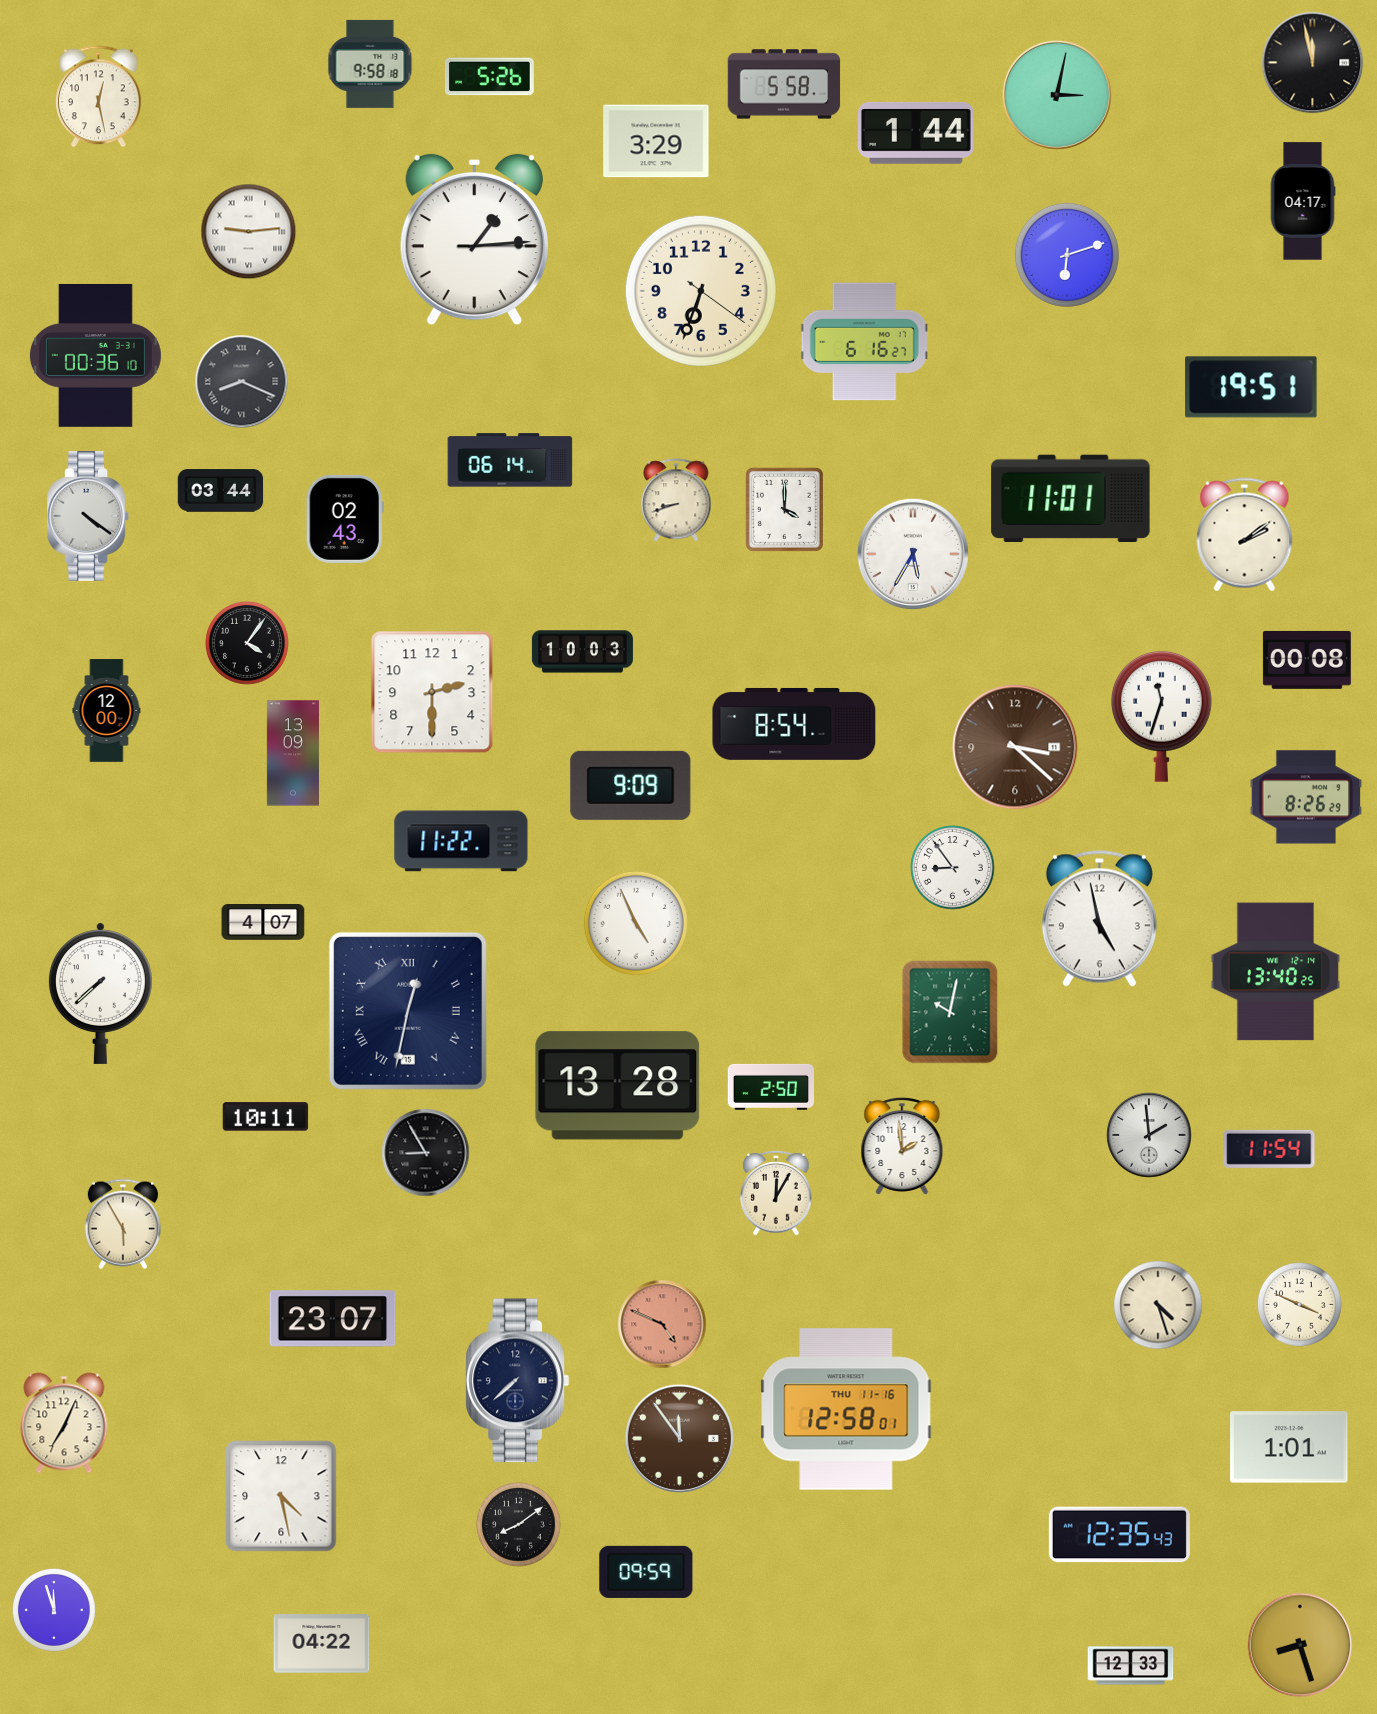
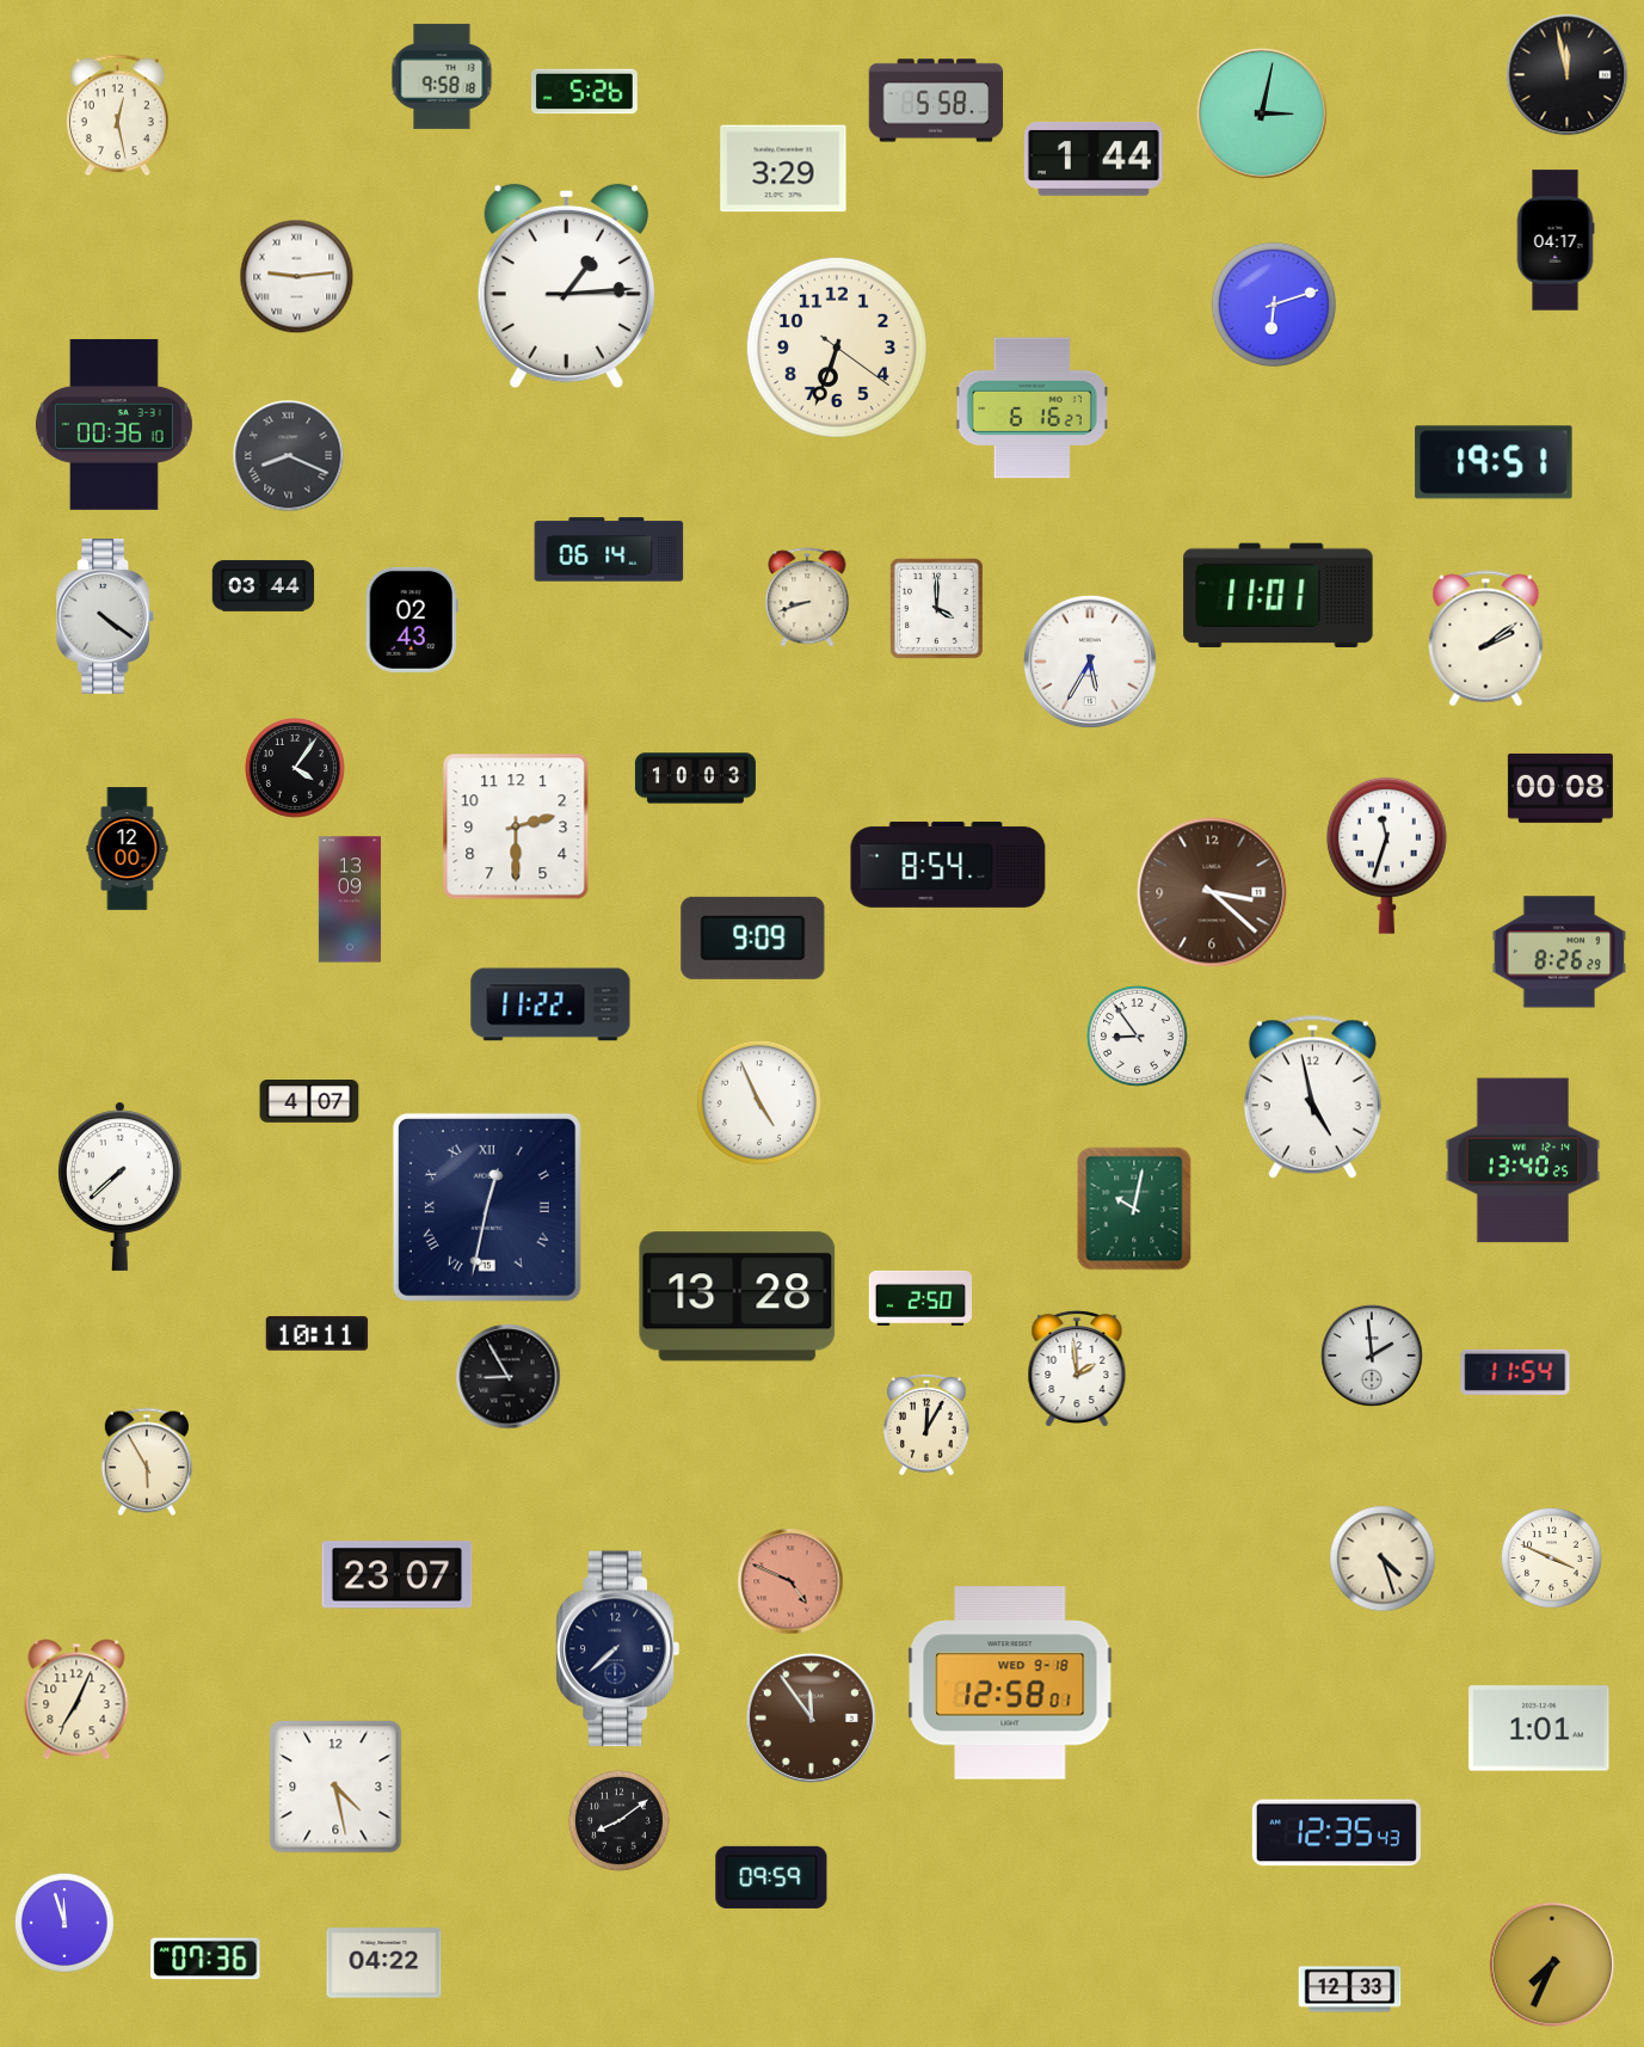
clock at (263, 923) position: (263, 923) -> (309, 1102)
clock at (846, 1409) date: THU 11-16 -> WED 9-18
clock at (205, 1959): none -> 07:36
clock at (1300, 1645): 8:27 -> 7:34
